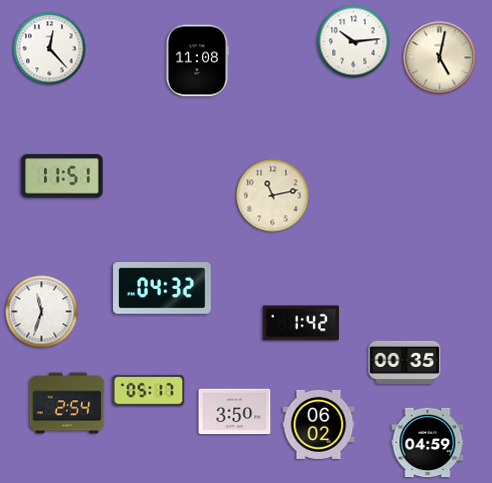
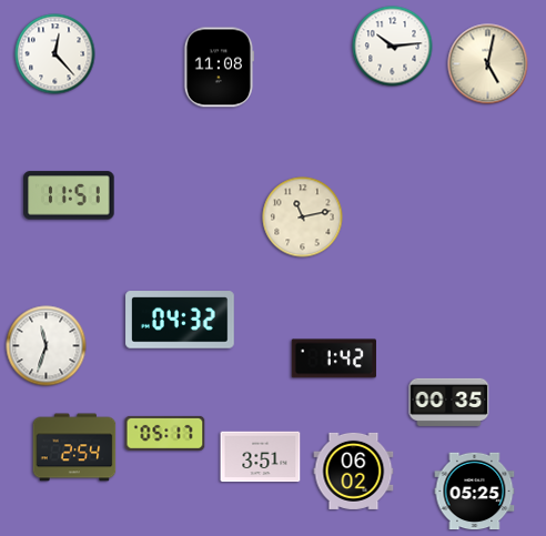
clock at (235, 412): 3:50 -> 3:51
clock at (428, 443): 04:59 -> 05:25
